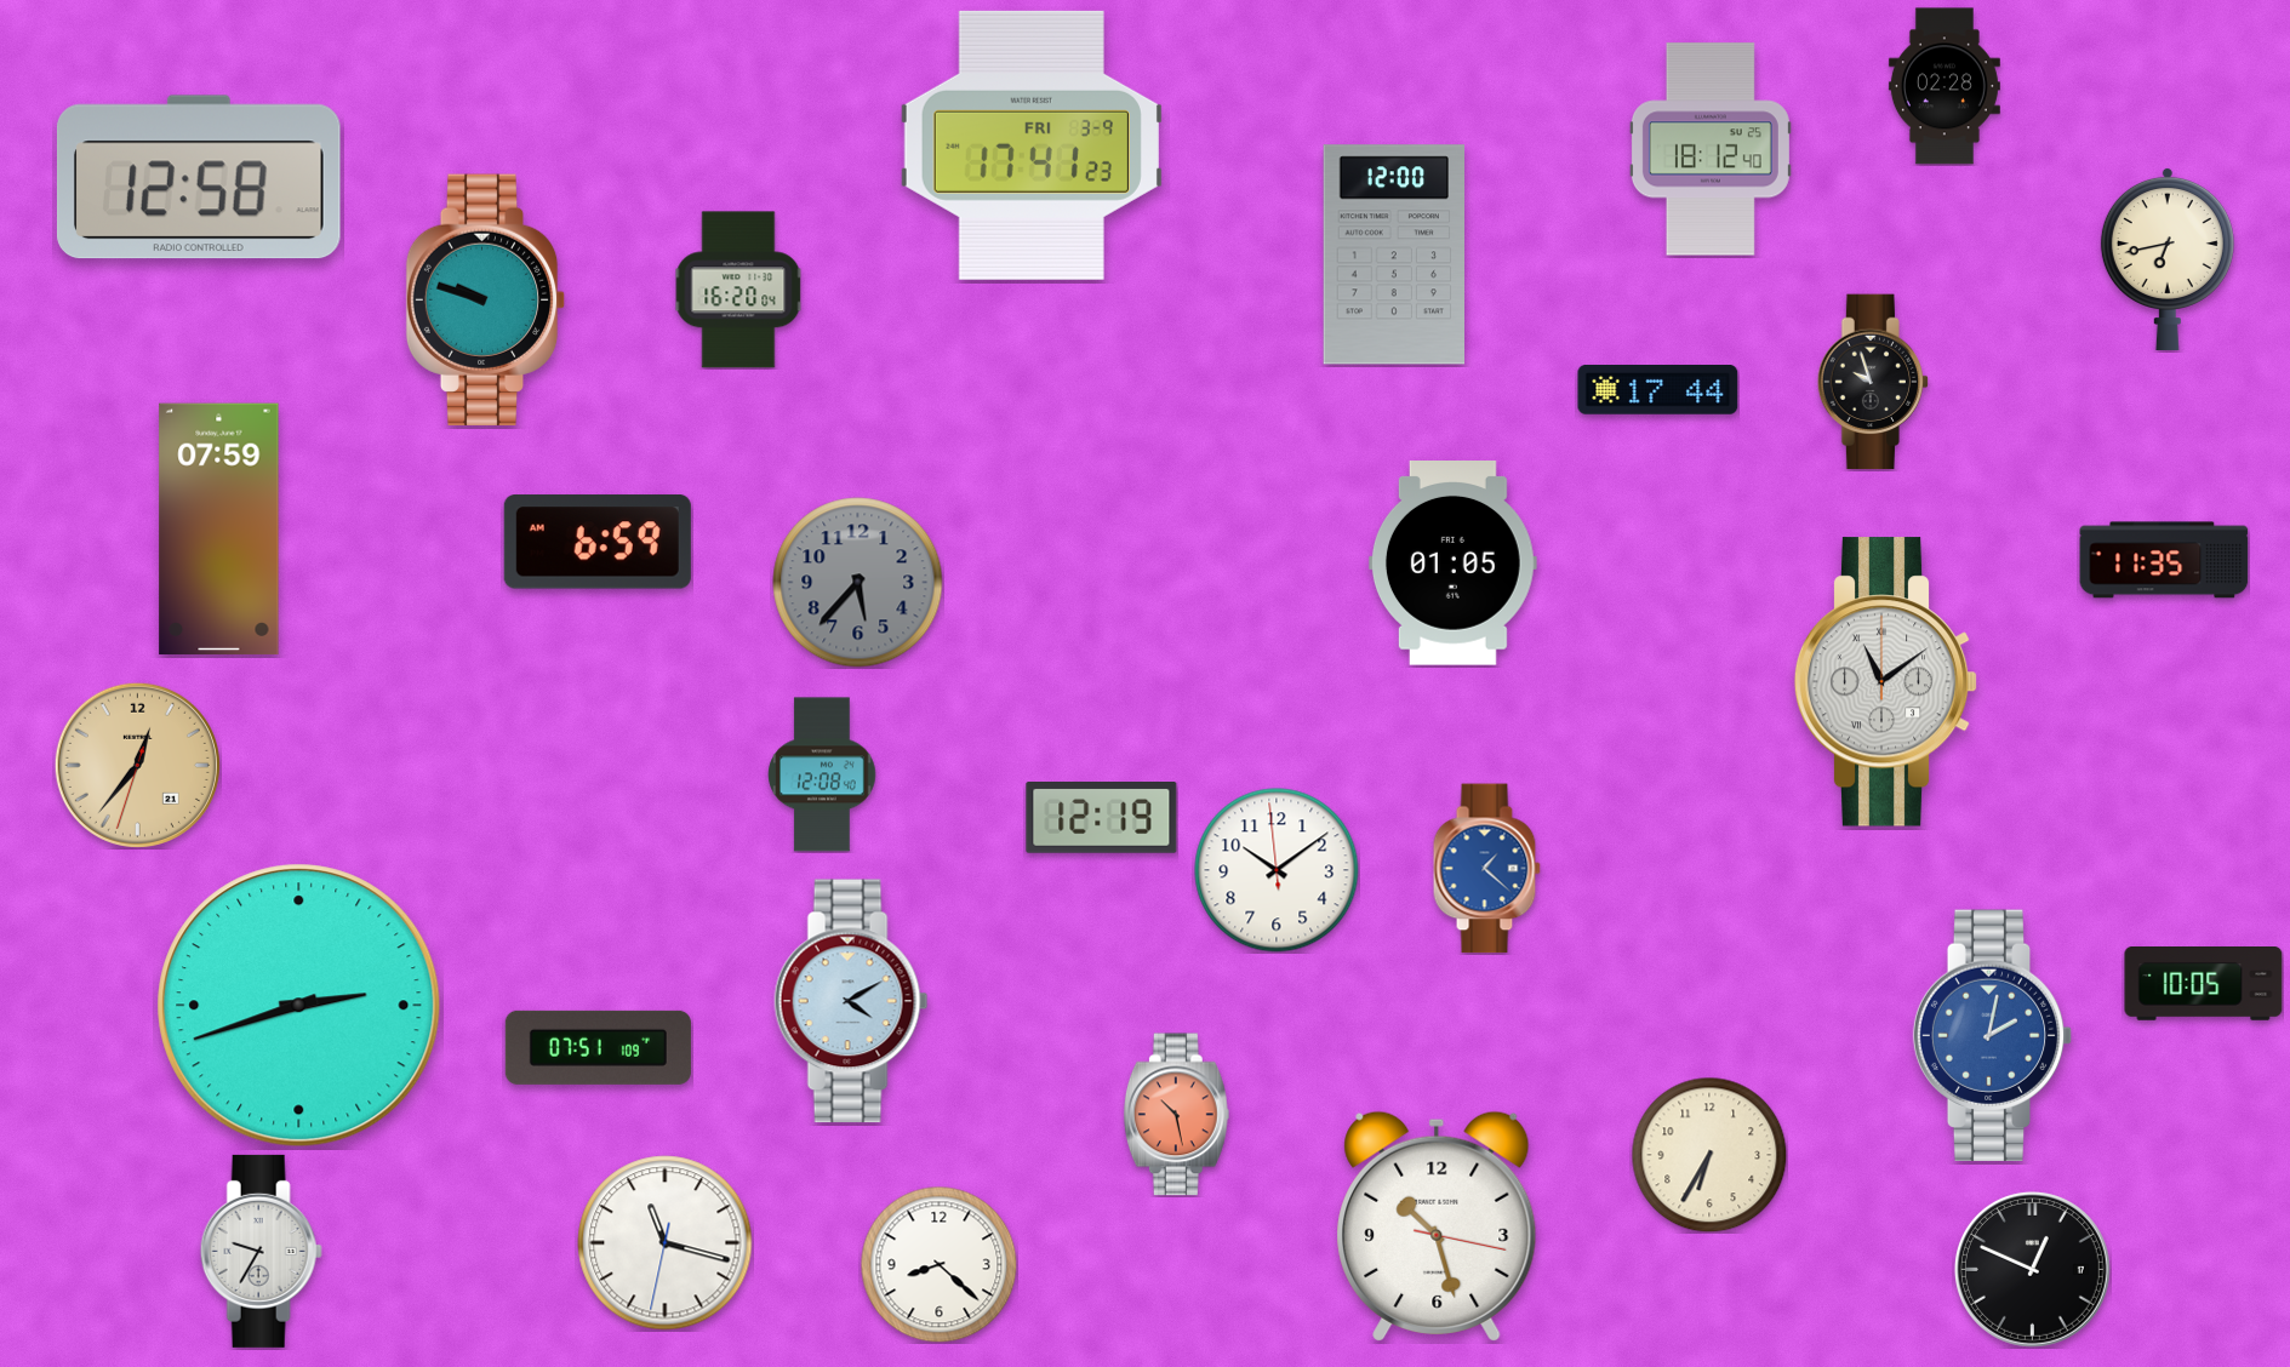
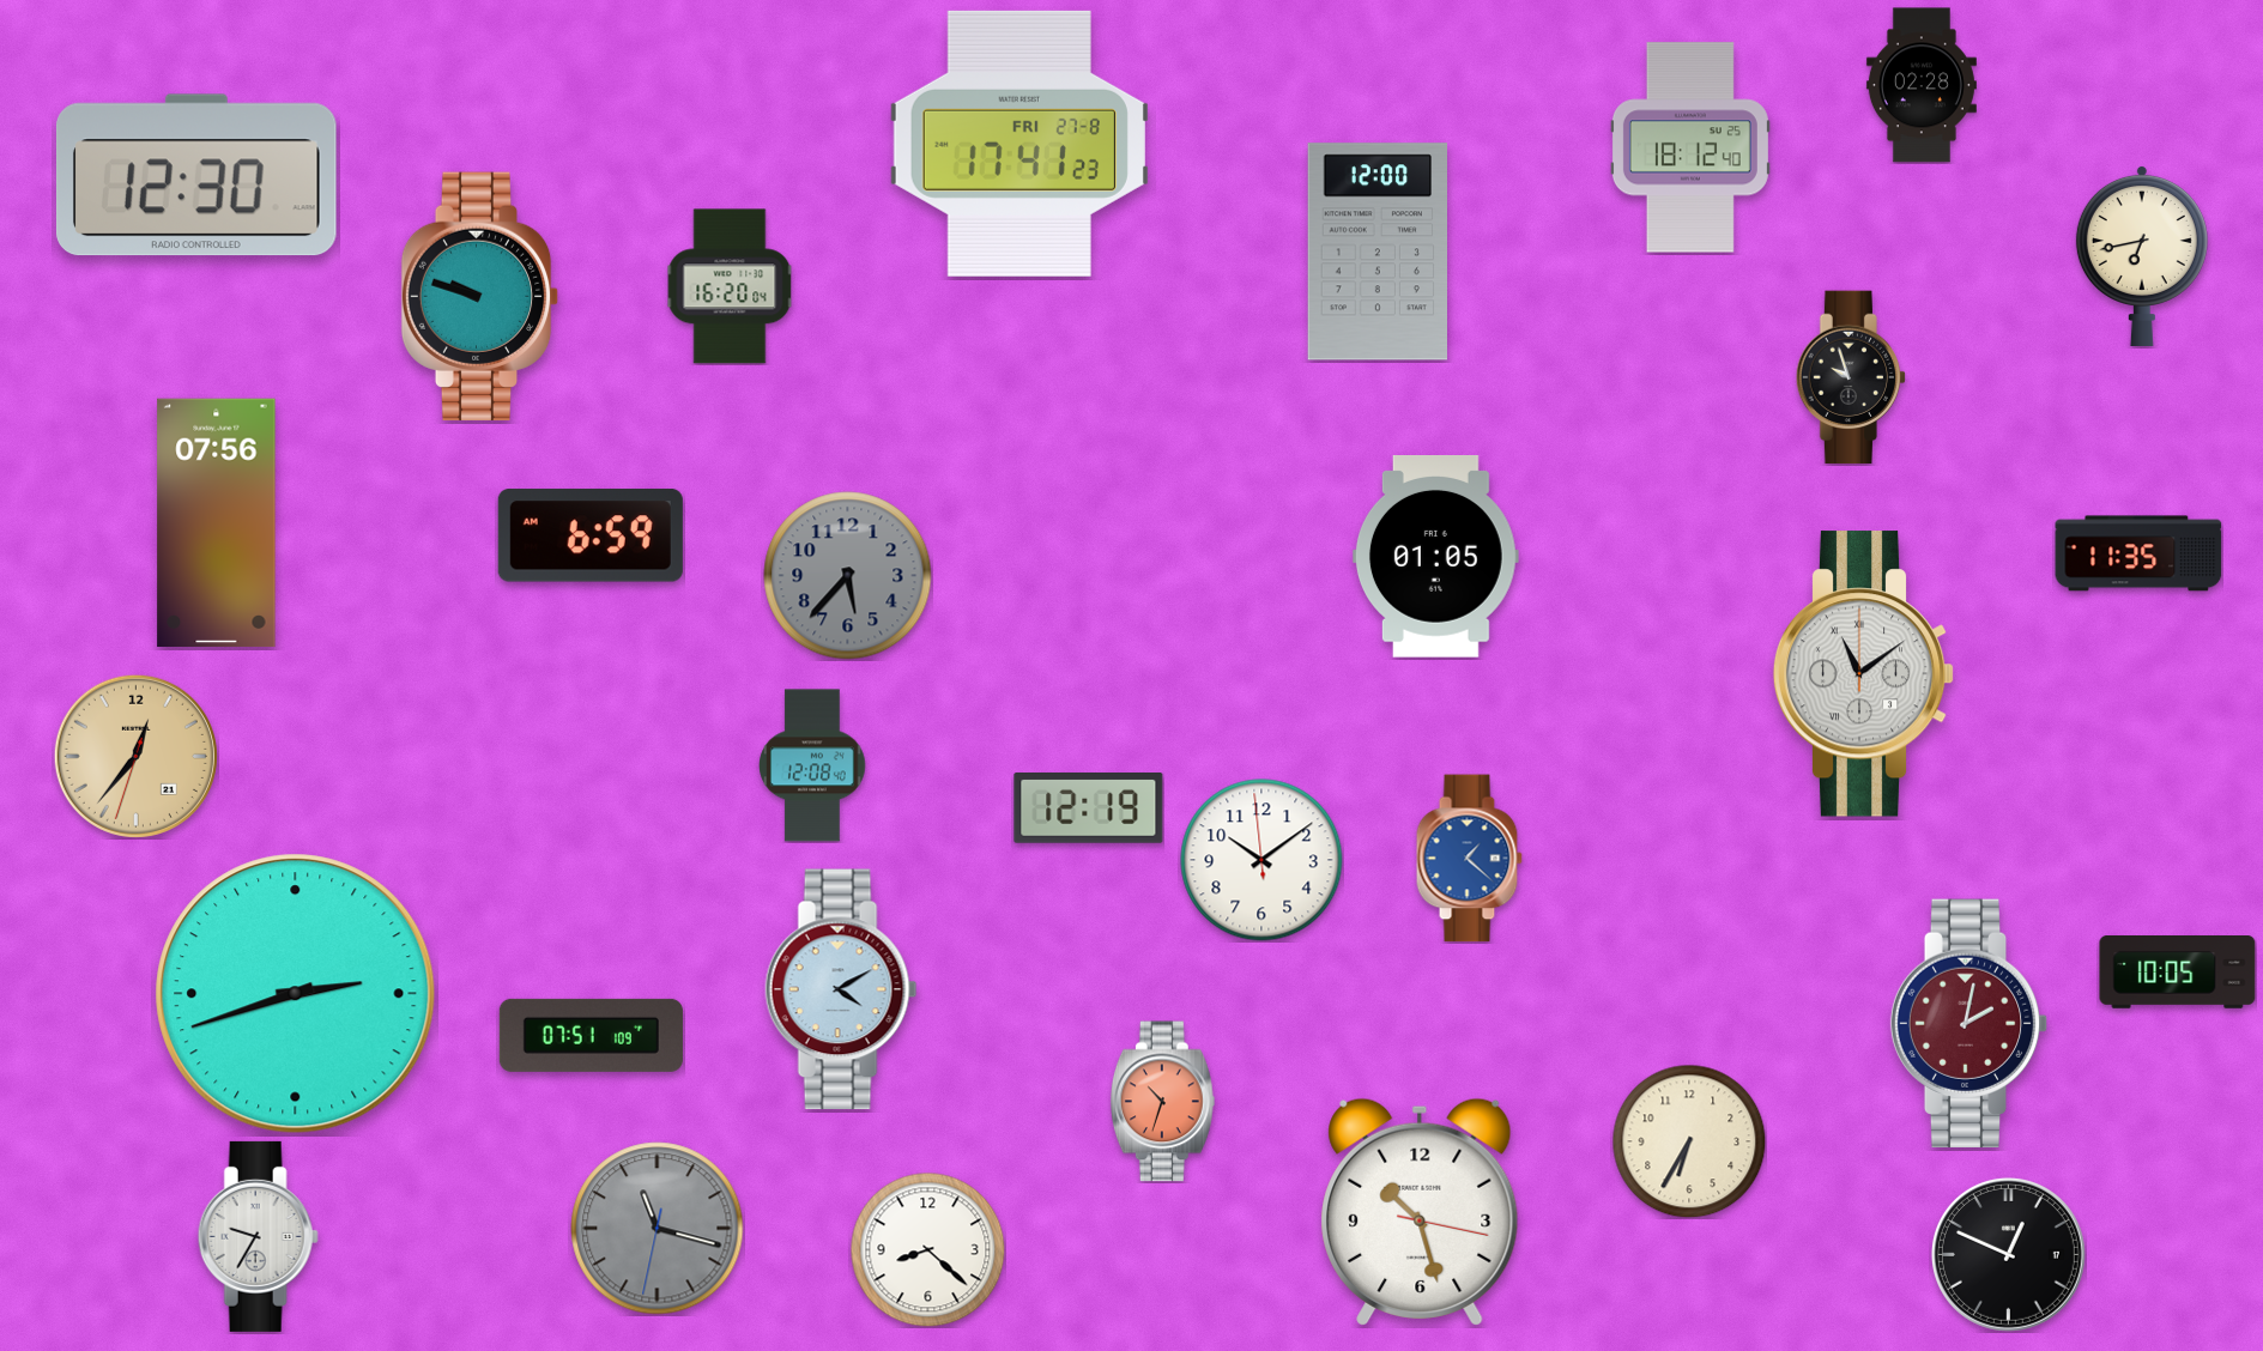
clock at (1032, 145) date: FRI 3-9 -> FRI 27-8
clock at (199, 177): 12:58 -> 12:30
clock at (1658, 390): 17:44 -> none
clock at (219, 530): 07:59 -> 07:56
clock at (1993, 1035) dial: blue -> burgundy
clock at (1176, 1115): 10:28 -> 10:33
clock at (666, 1243) dial: white -> grey
